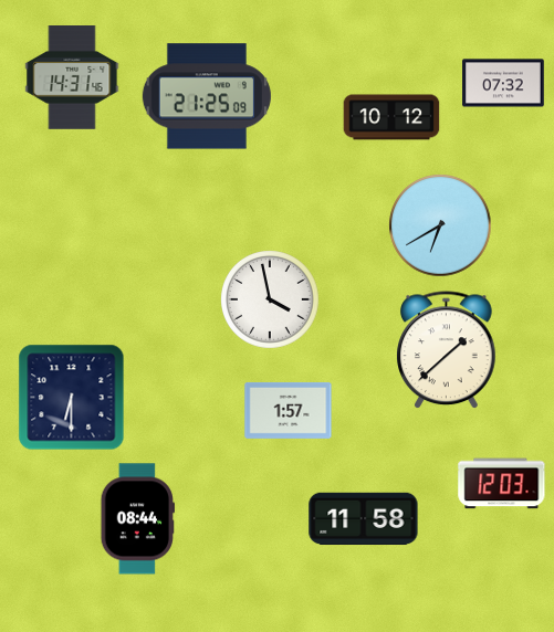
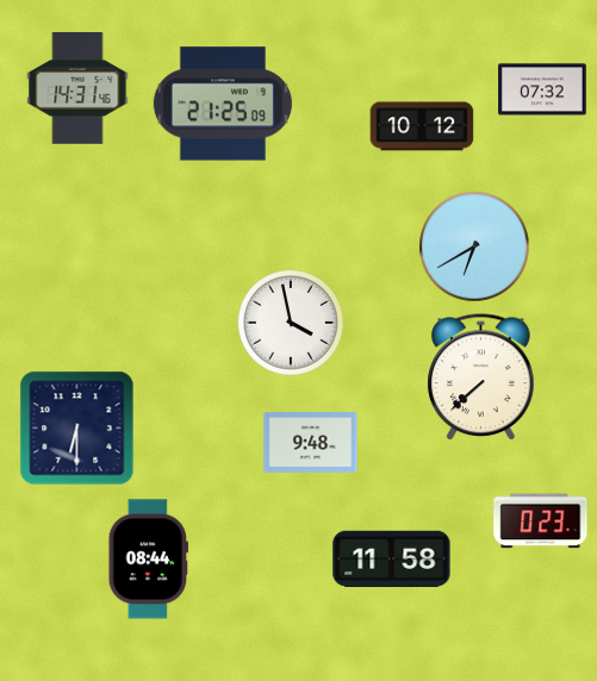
clock at (72, 78) position: (72, 78) -> (77, 89)
clock at (440, 225) position: (440, 225) -> (474, 246)
clock at (447, 350): 1:38 -> 7:38
clock at (289, 410): 1:57 -> 9:48
clock at (502, 484): 12:03 -> 0:23
